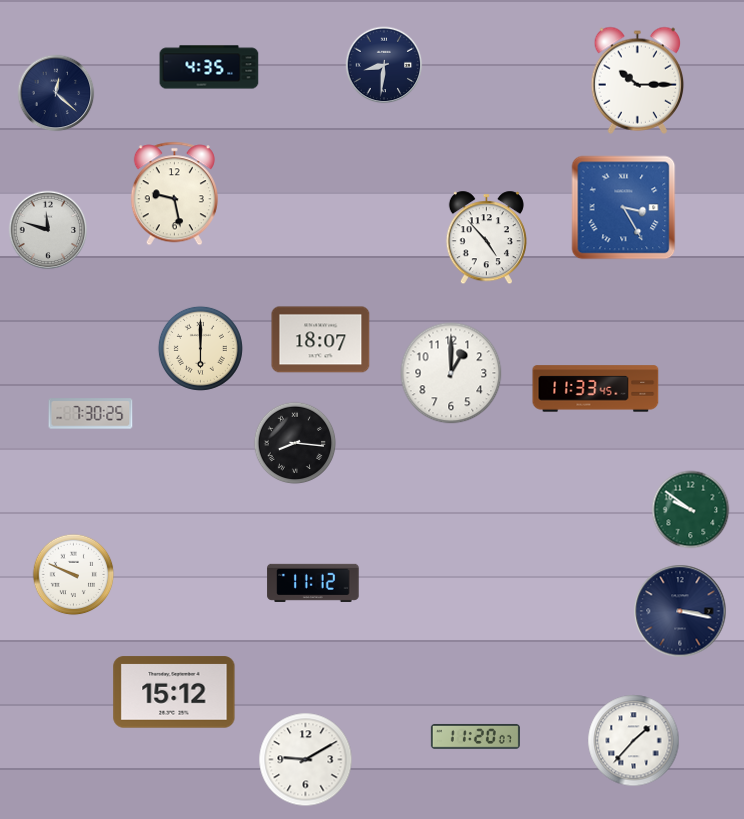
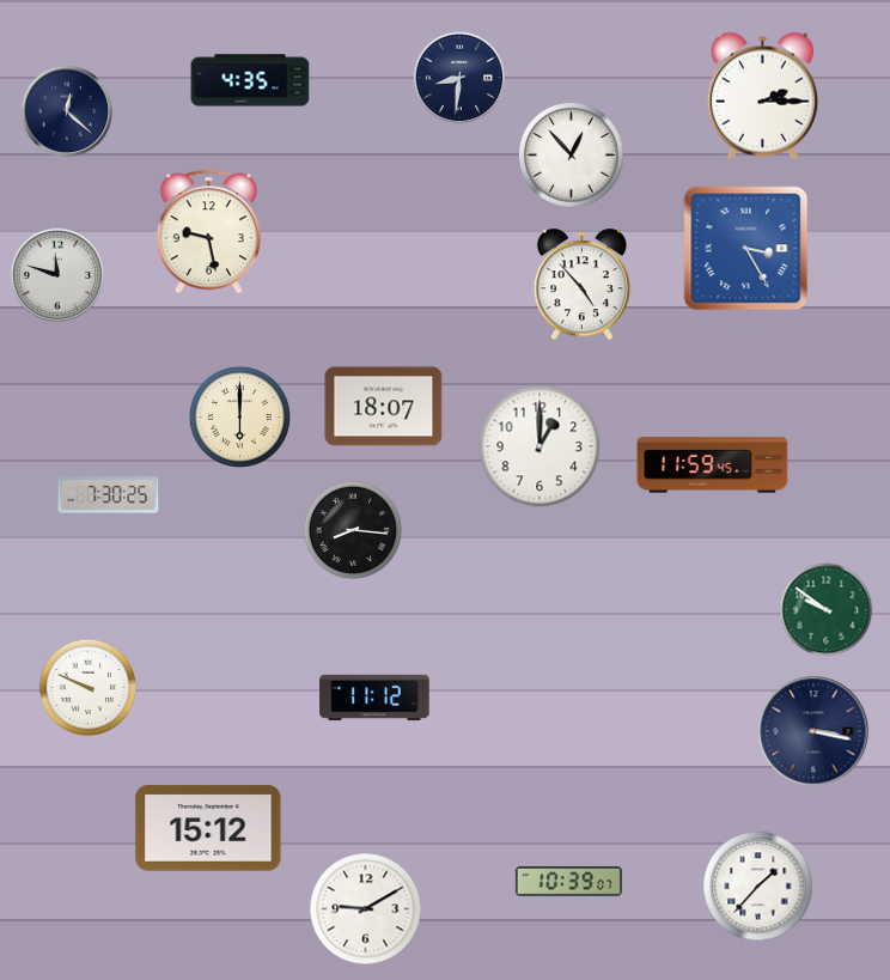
clock at (638, 80): 10:15 -> 2:15
clock at (572, 156): none -> 12:53
clock at (596, 389): 11:33 -> 11:59
clock at (475, 736): 11:20 -> 10:39
